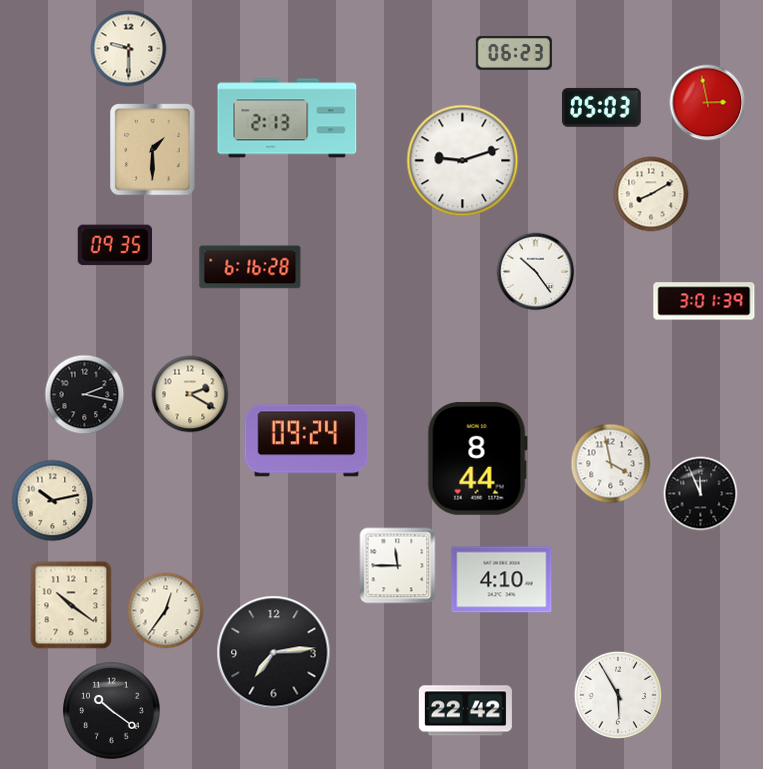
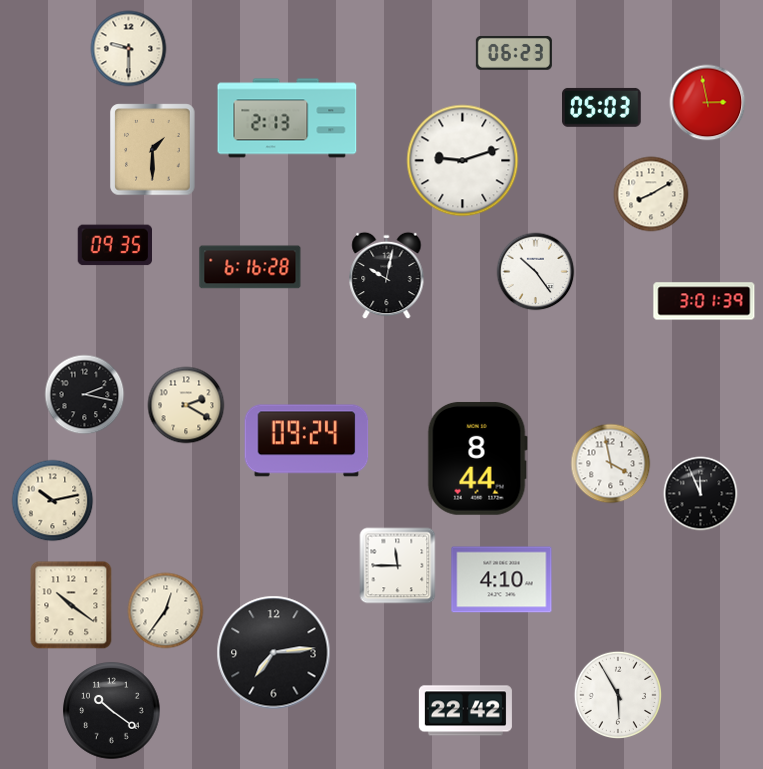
clock at (387, 276): none -> 10:02
clock at (190, 394) position: (190, 394) -> (186, 405)
